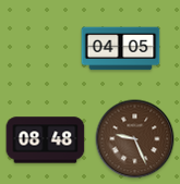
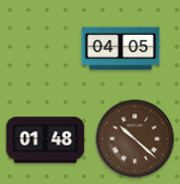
clock at (135, 139): 9:26 -> 10:22
clock at (46, 140): 08:48 -> 01:48
